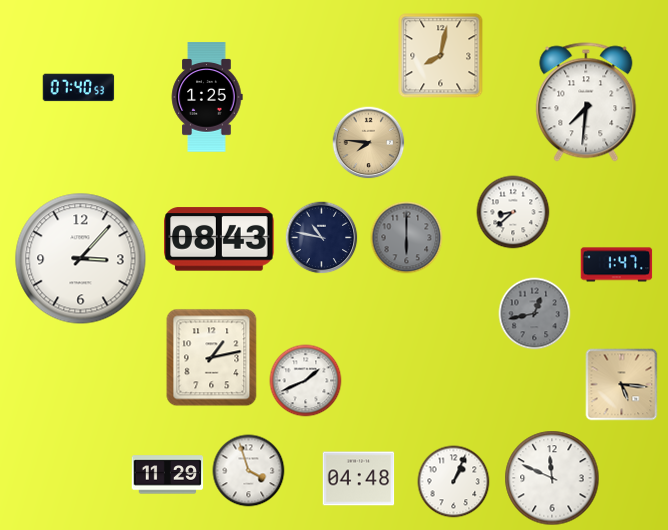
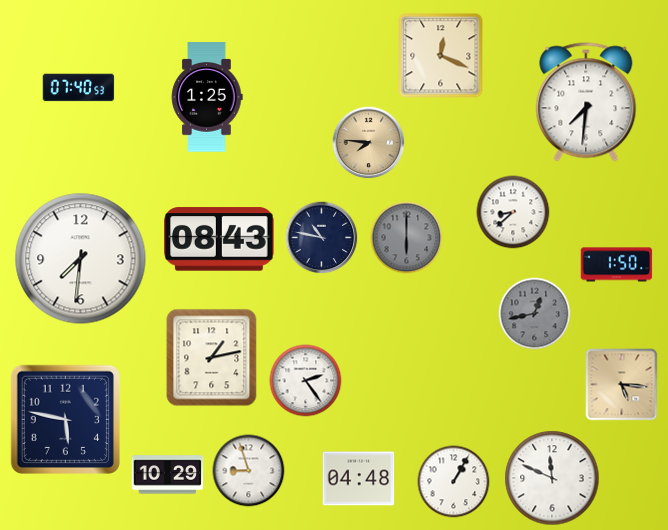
clock at (441, 56): 8:02 -> 12:19
clock at (81, 259): 3:07 -> 7:31
clock at (617, 265): 1:47 -> 1:50
clock at (306, 381): 1:41 -> 2:24
clock at (65, 419): none -> 5:47
clock at (249, 471): 3:57 -> 8:57
clock at (168, 475): 11:29 -> 10:29
clock at (454, 482): 1:04 -> 1:05
